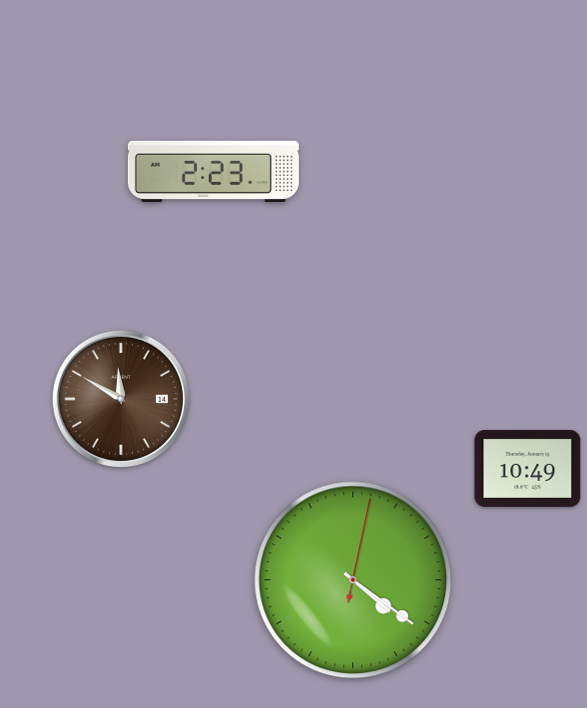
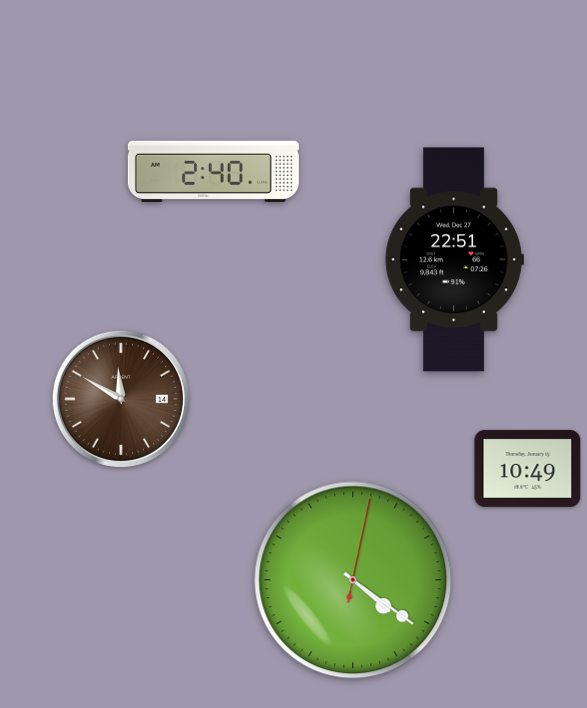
clock at (213, 171): 2:23 -> 2:40
clock at (454, 260): none -> 22:51
